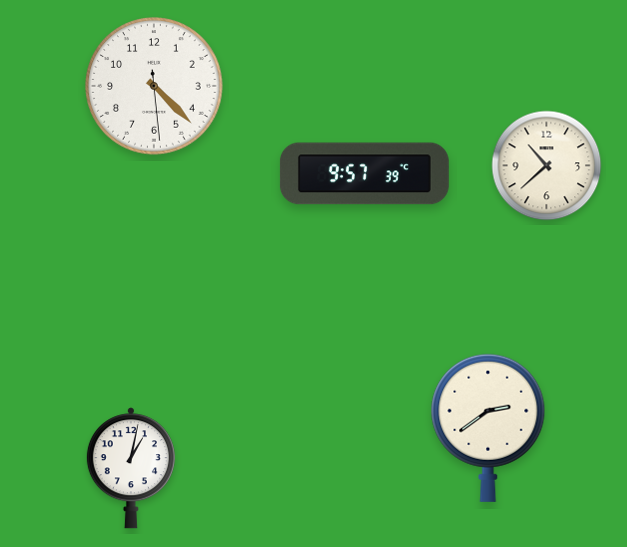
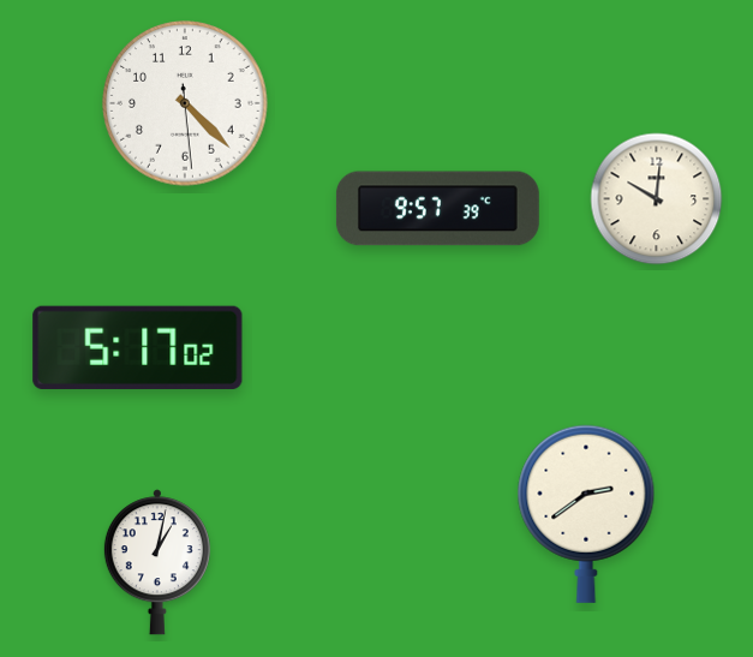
clock at (547, 166): 10:38 -> 10:01
clock at (138, 347): none -> 5:17
